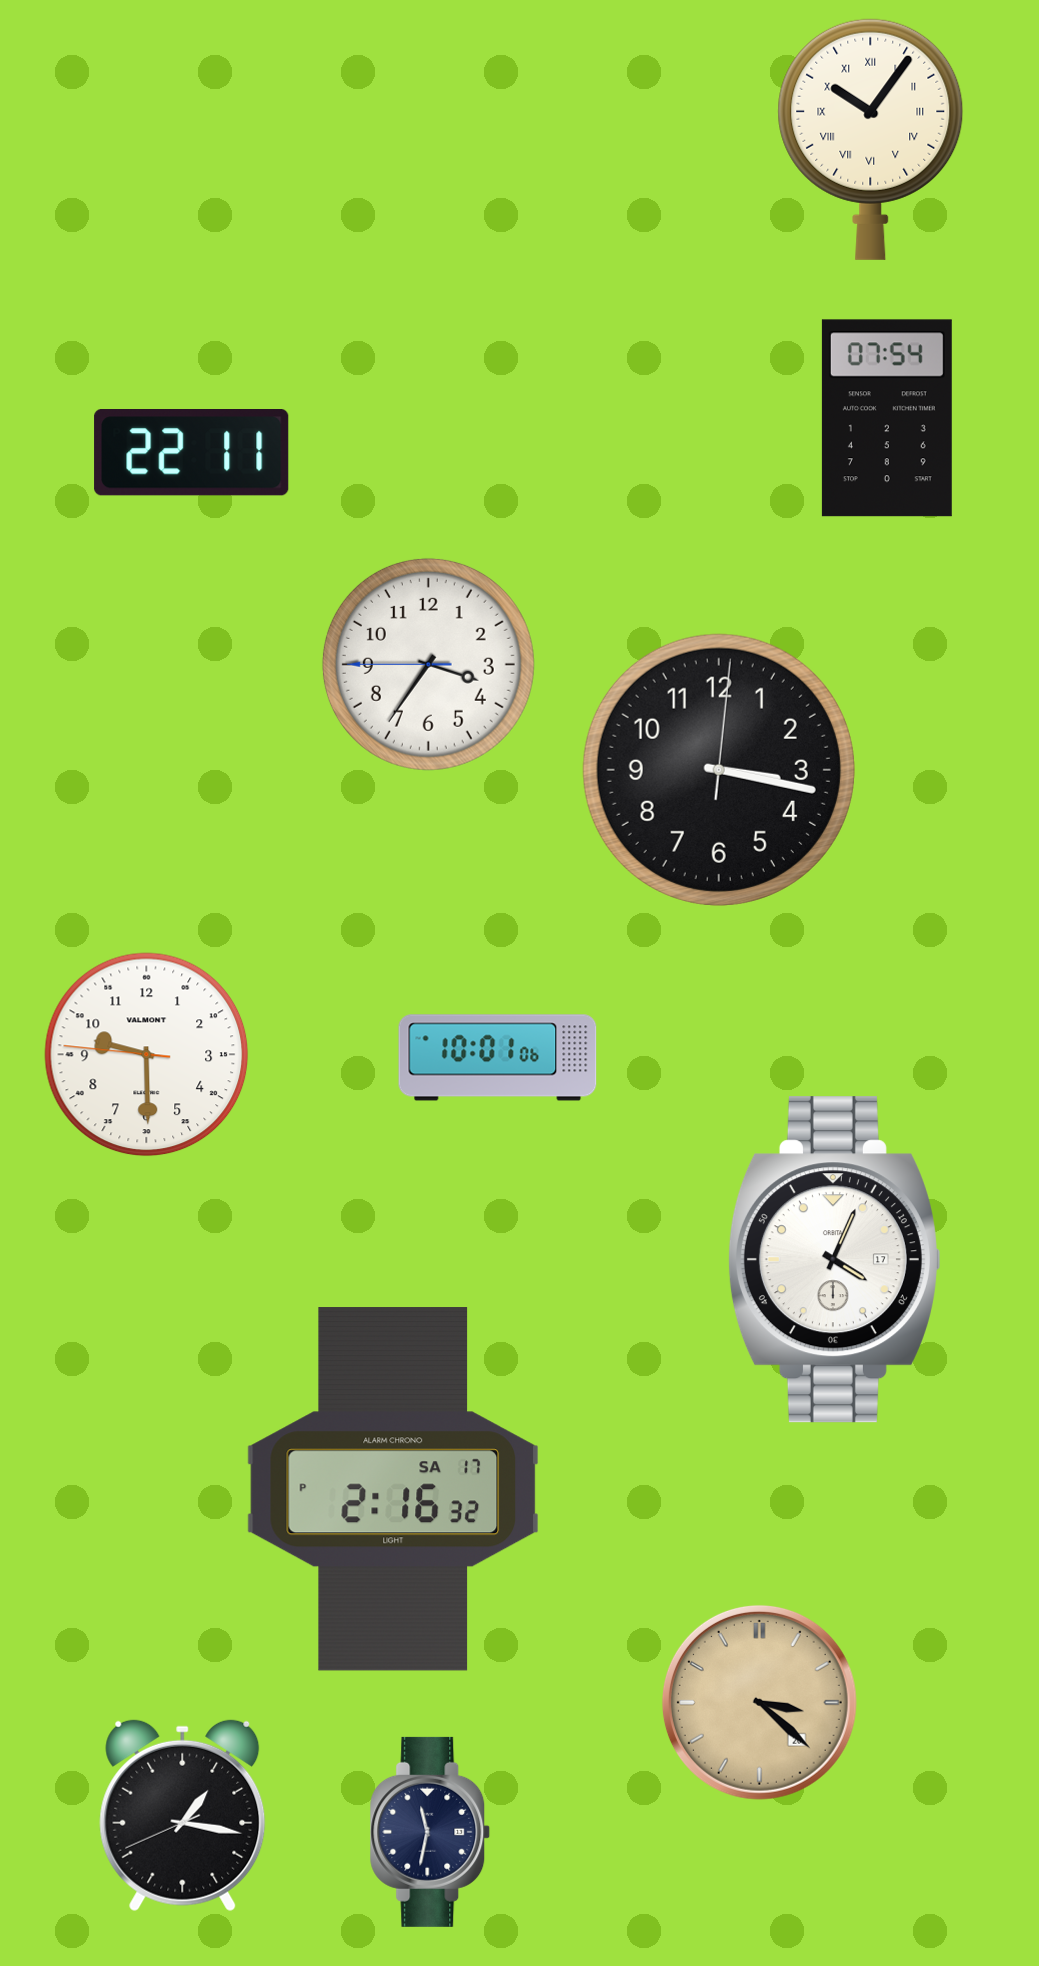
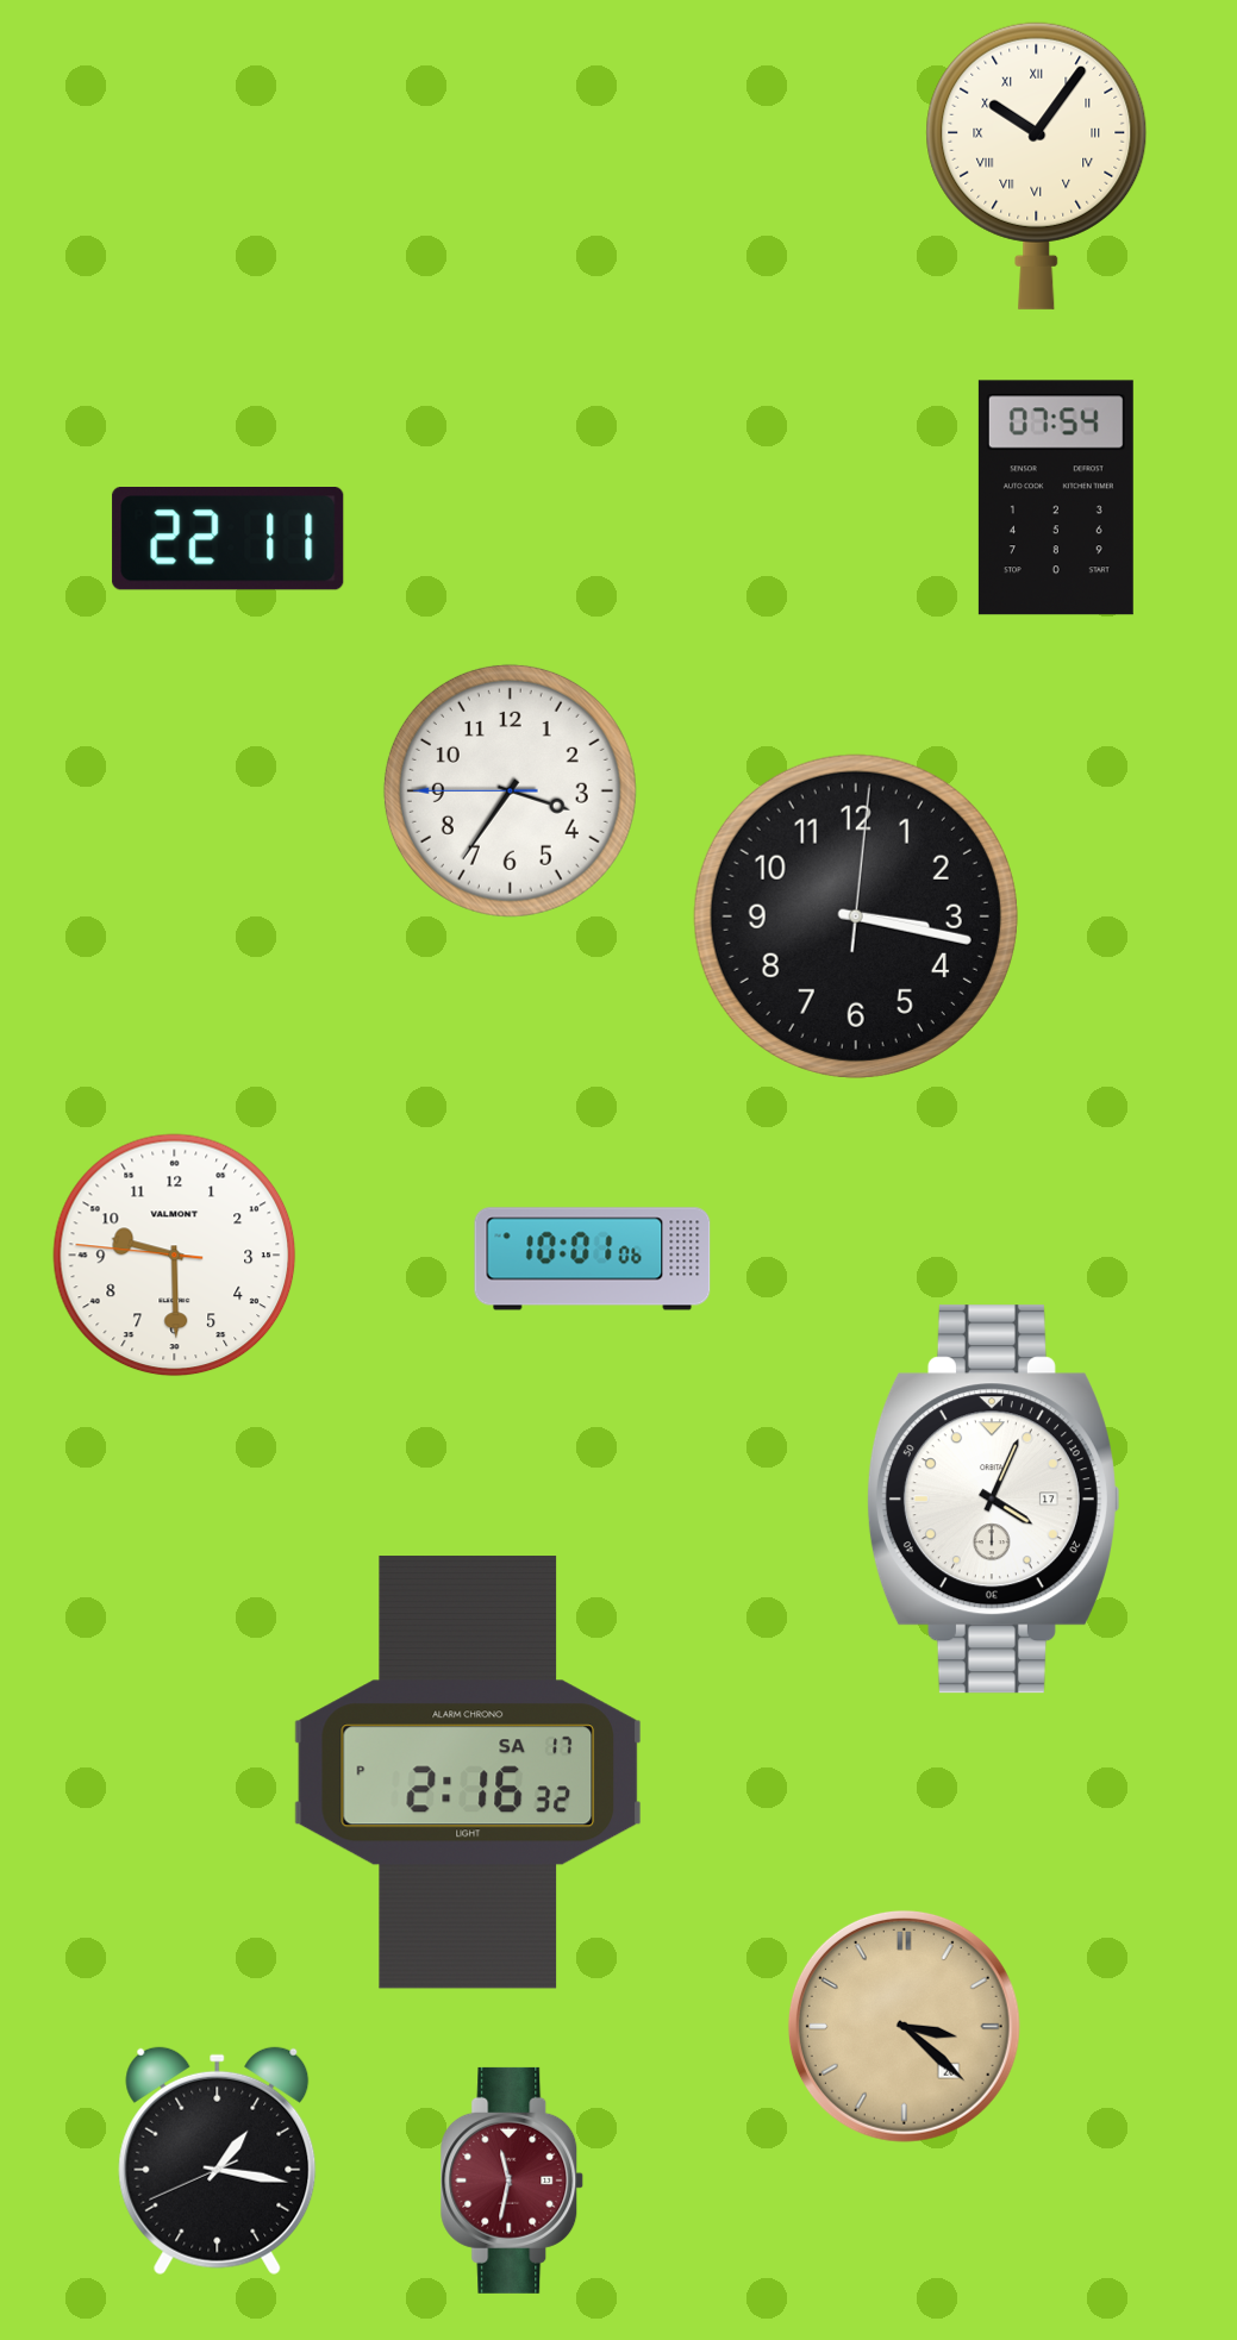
clock at (430, 1832) dial: navy -> burgundy
